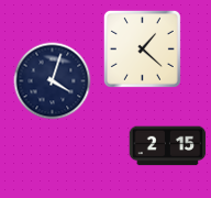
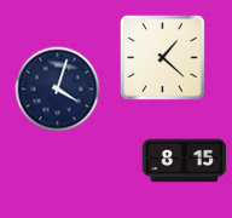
clock at (142, 48) position: (142, 48) -> (162, 57)
clock at (168, 146): 2:15 -> 8:15
